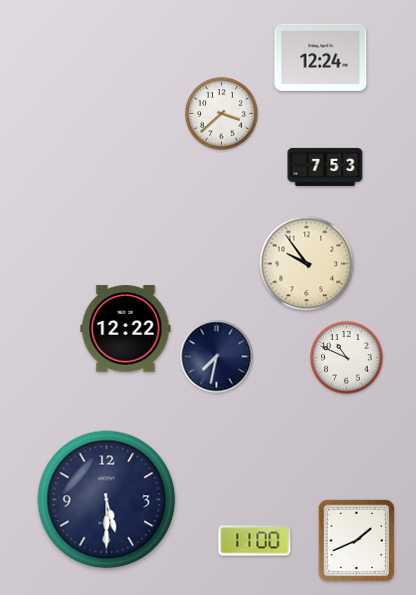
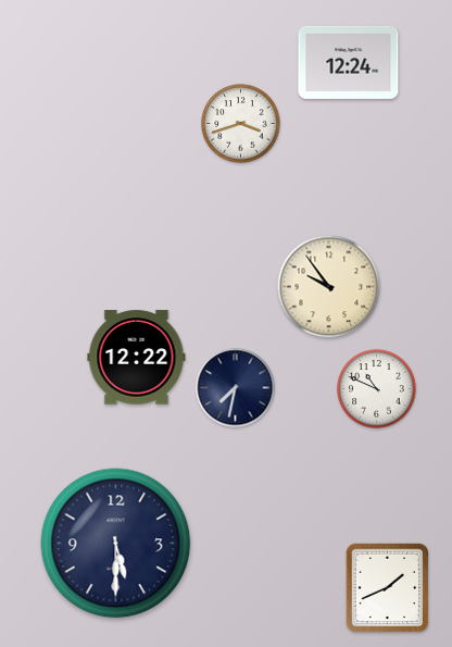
clock at (222, 114): 3:38 -> 3:42
clock at (325, 167): 7:53 -> none
clock at (307, 264) position: (307, 264) -> (329, 287)
clock at (255, 541): 11:00 -> none
